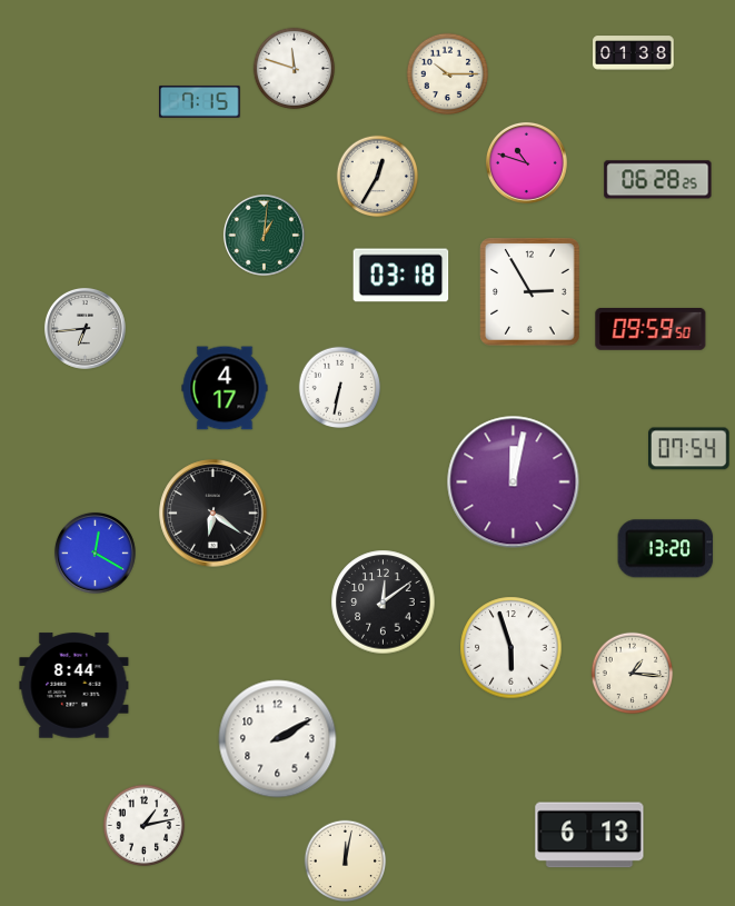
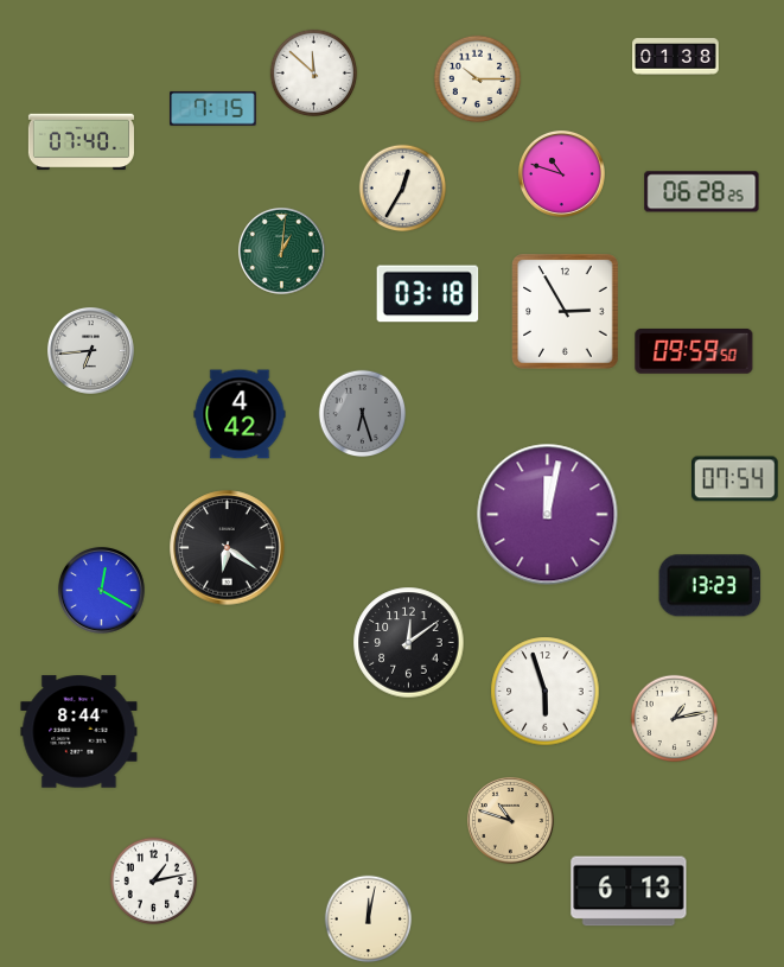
clock at (295, 69): 11:48 -> 11:52
clock at (81, 142): none -> 07:40
clock at (225, 388): 4:17 -> 4:42
clock at (340, 388): 6:32 -> 6:27
clock at (340, 388) dial: white -> grey
clock at (666, 549): 13:20 -> 13:23
clock at (633, 674): 1:16 -> 1:13
clock at (278, 739): 2:10 -> none
clock at (510, 820): none -> 10:48
